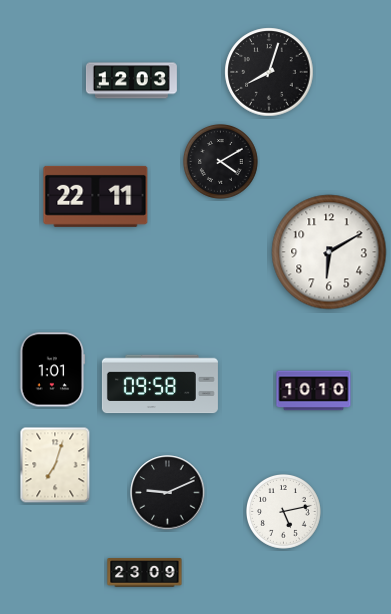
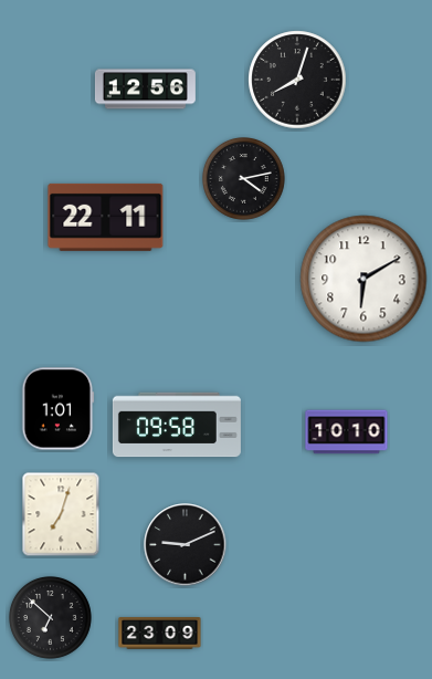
clock at (131, 81): 12:03 -> 12:56
clock at (221, 162): 4:10 -> 4:13
clock at (284, 512): 5:13 -> none
clock at (51, 618): none -> 6:52
